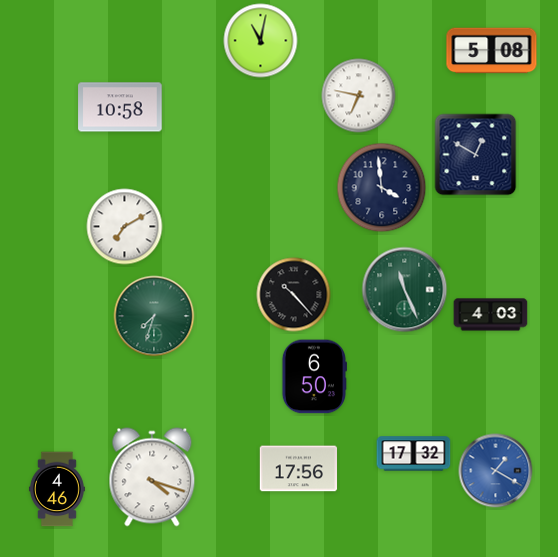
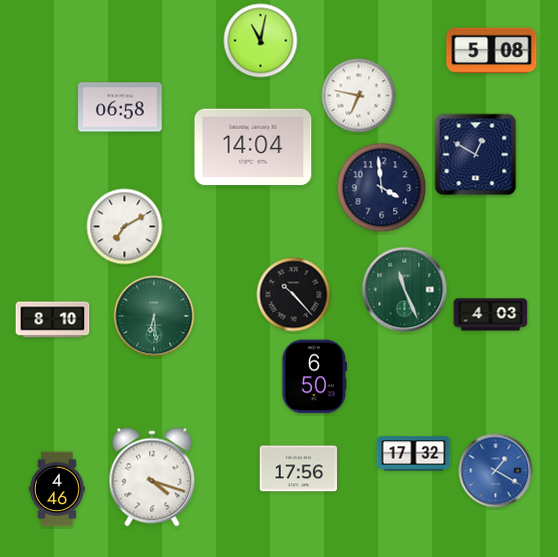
clock at (120, 107): 10:58 -> 06:58
clock at (253, 147): none -> 14:04
clock at (154, 316): 7:33 -> 6:29
clock at (53, 320): none -> 8:10
